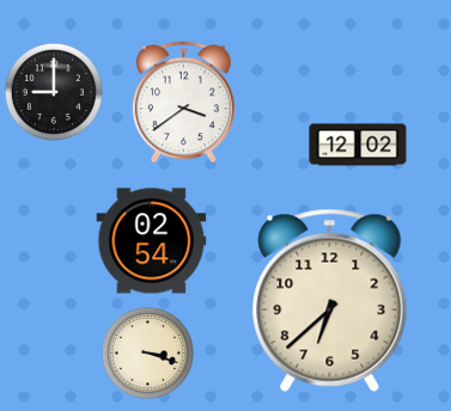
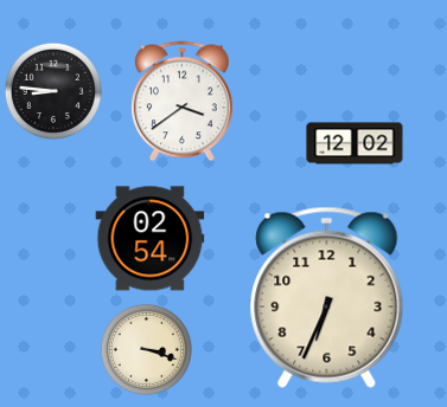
clock at (54, 92): 9:00 -> 8:46
clock at (330, 300): 6:38 -> 6:34
